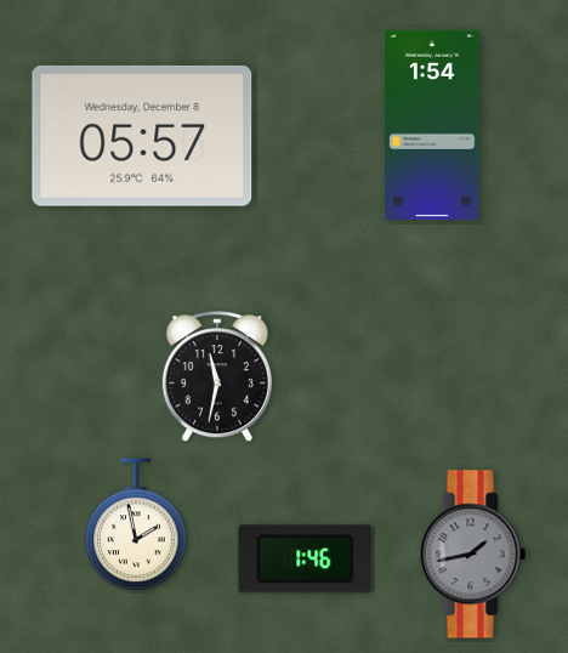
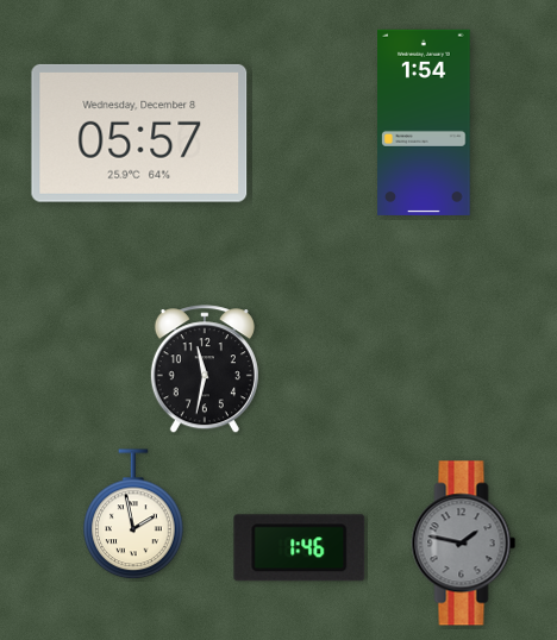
clock at (217, 377) position: (217, 377) -> (205, 370)
clock at (473, 555): 1:43 -> 1:47
